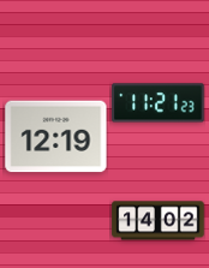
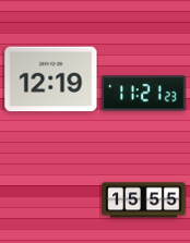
clock at (56, 137) position: (56, 137) -> (51, 80)
clock at (159, 221): 14:02 -> 15:55
